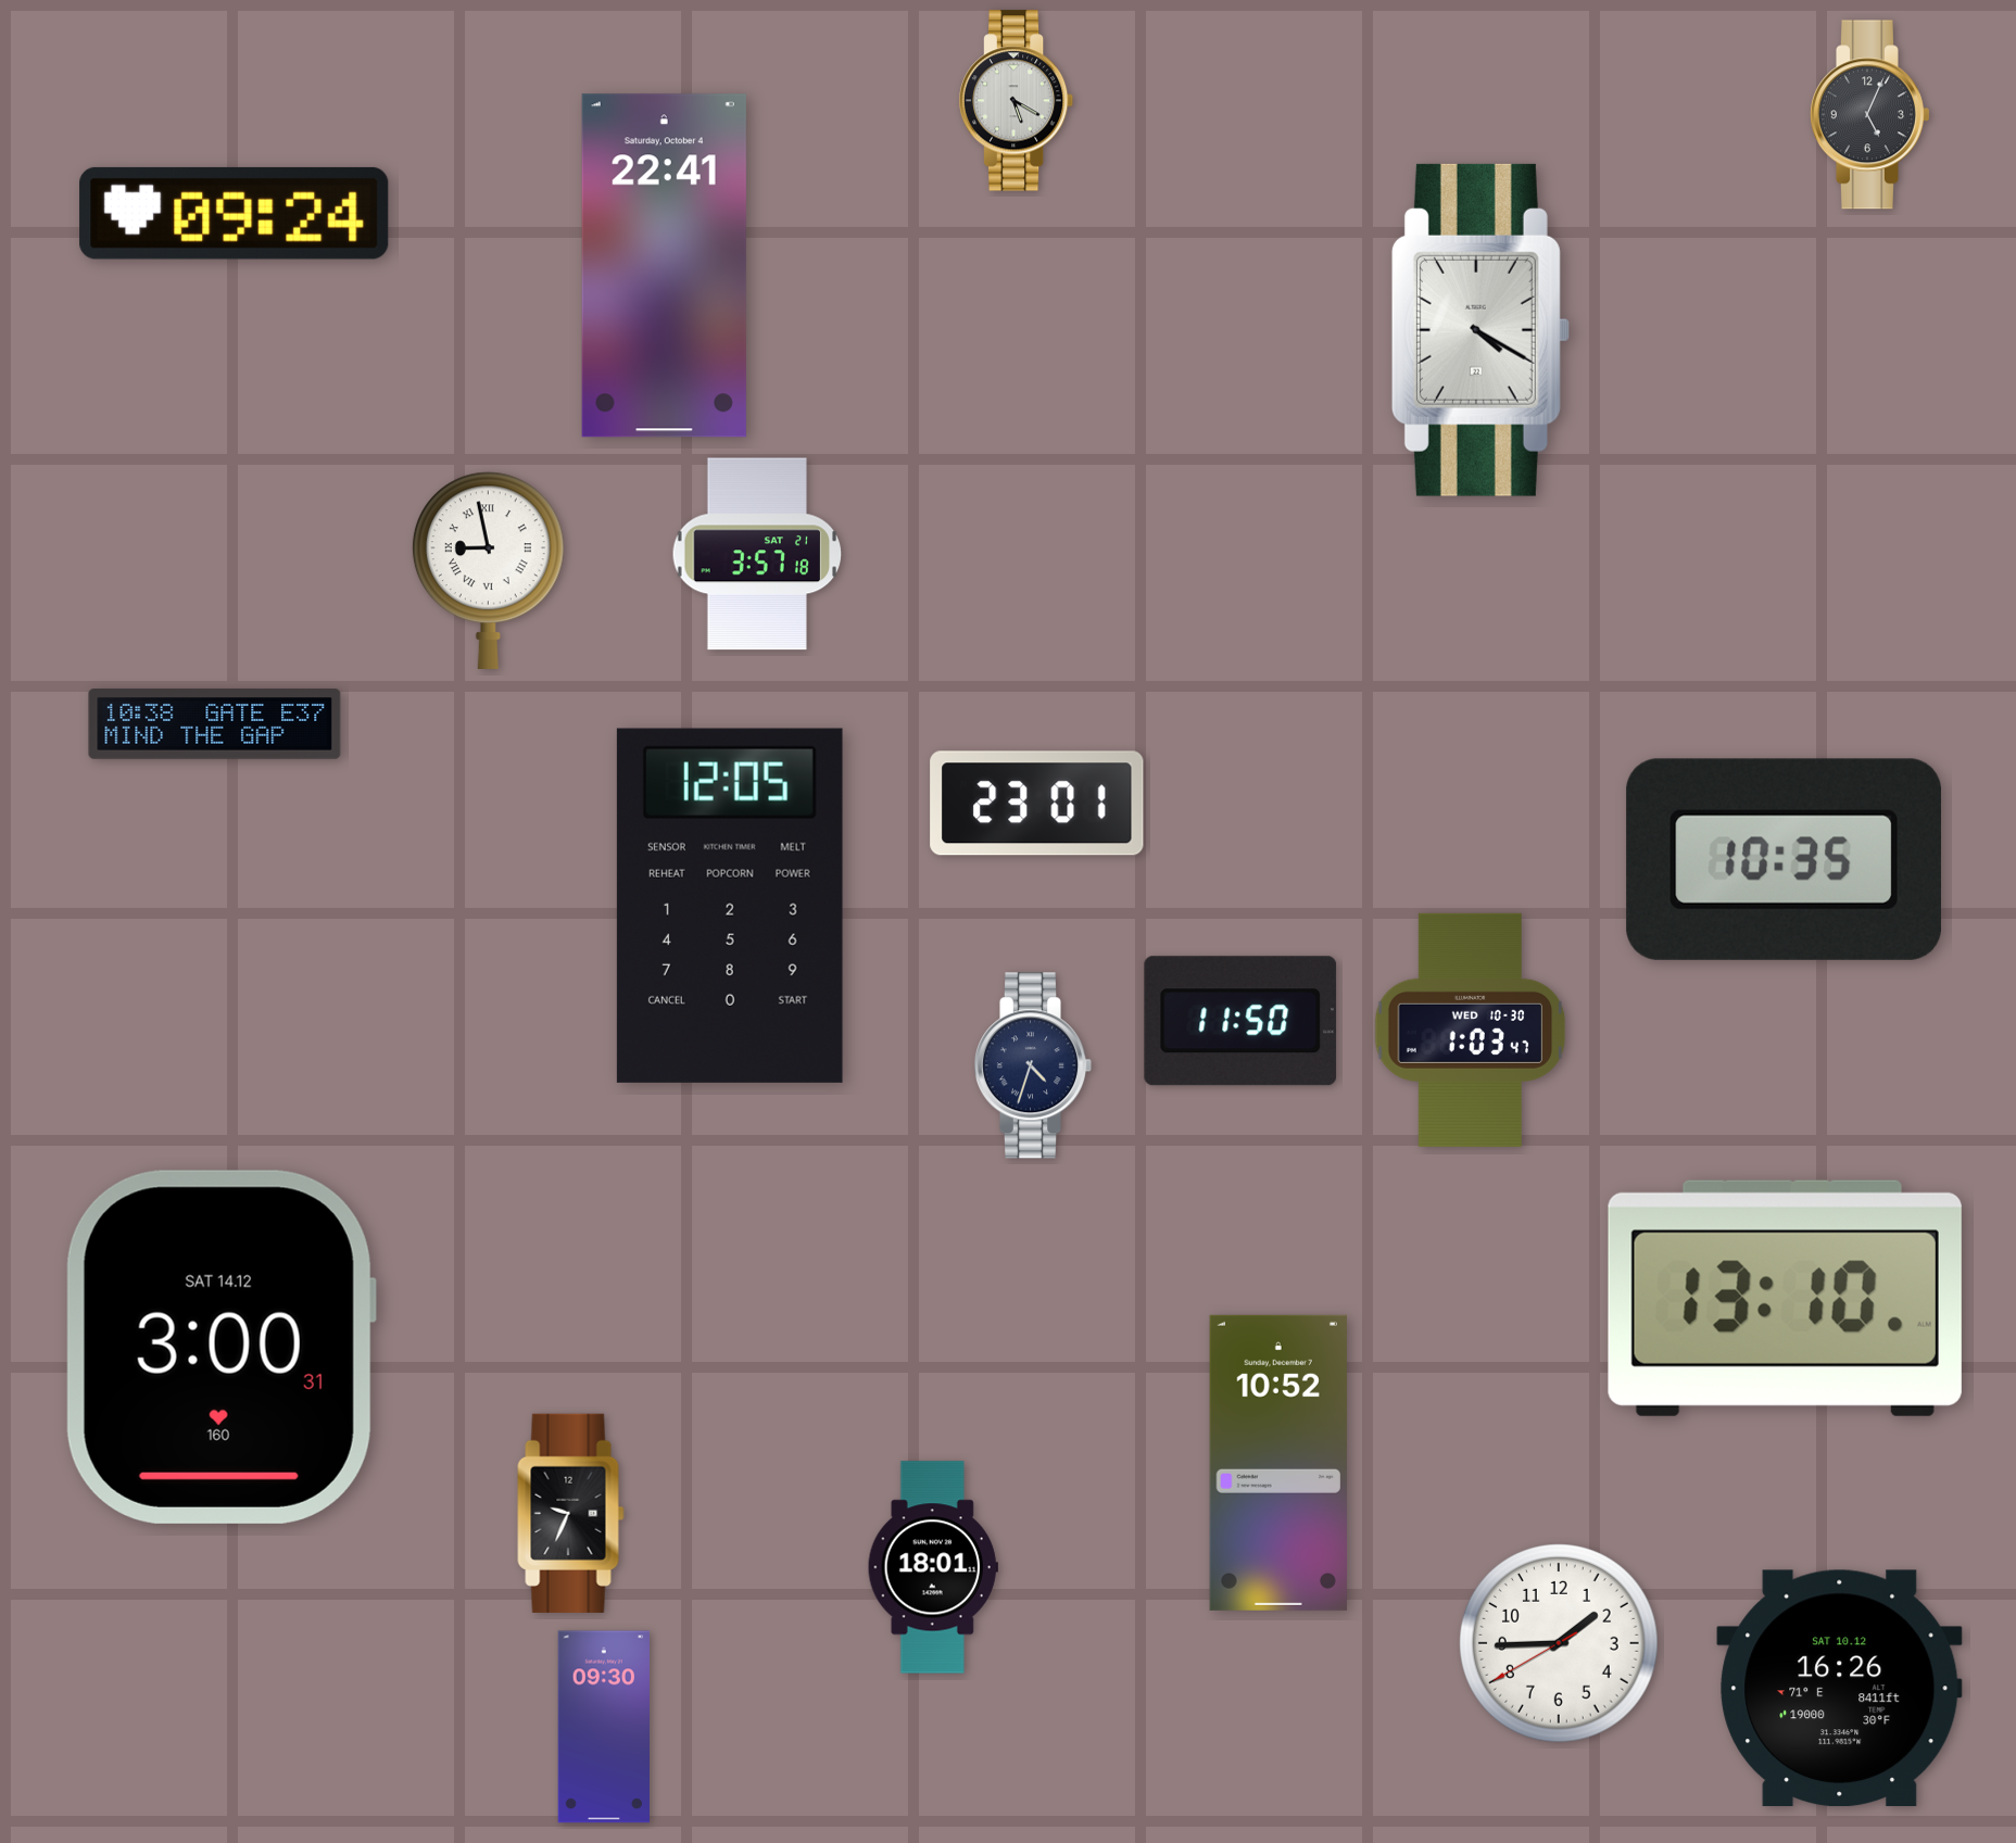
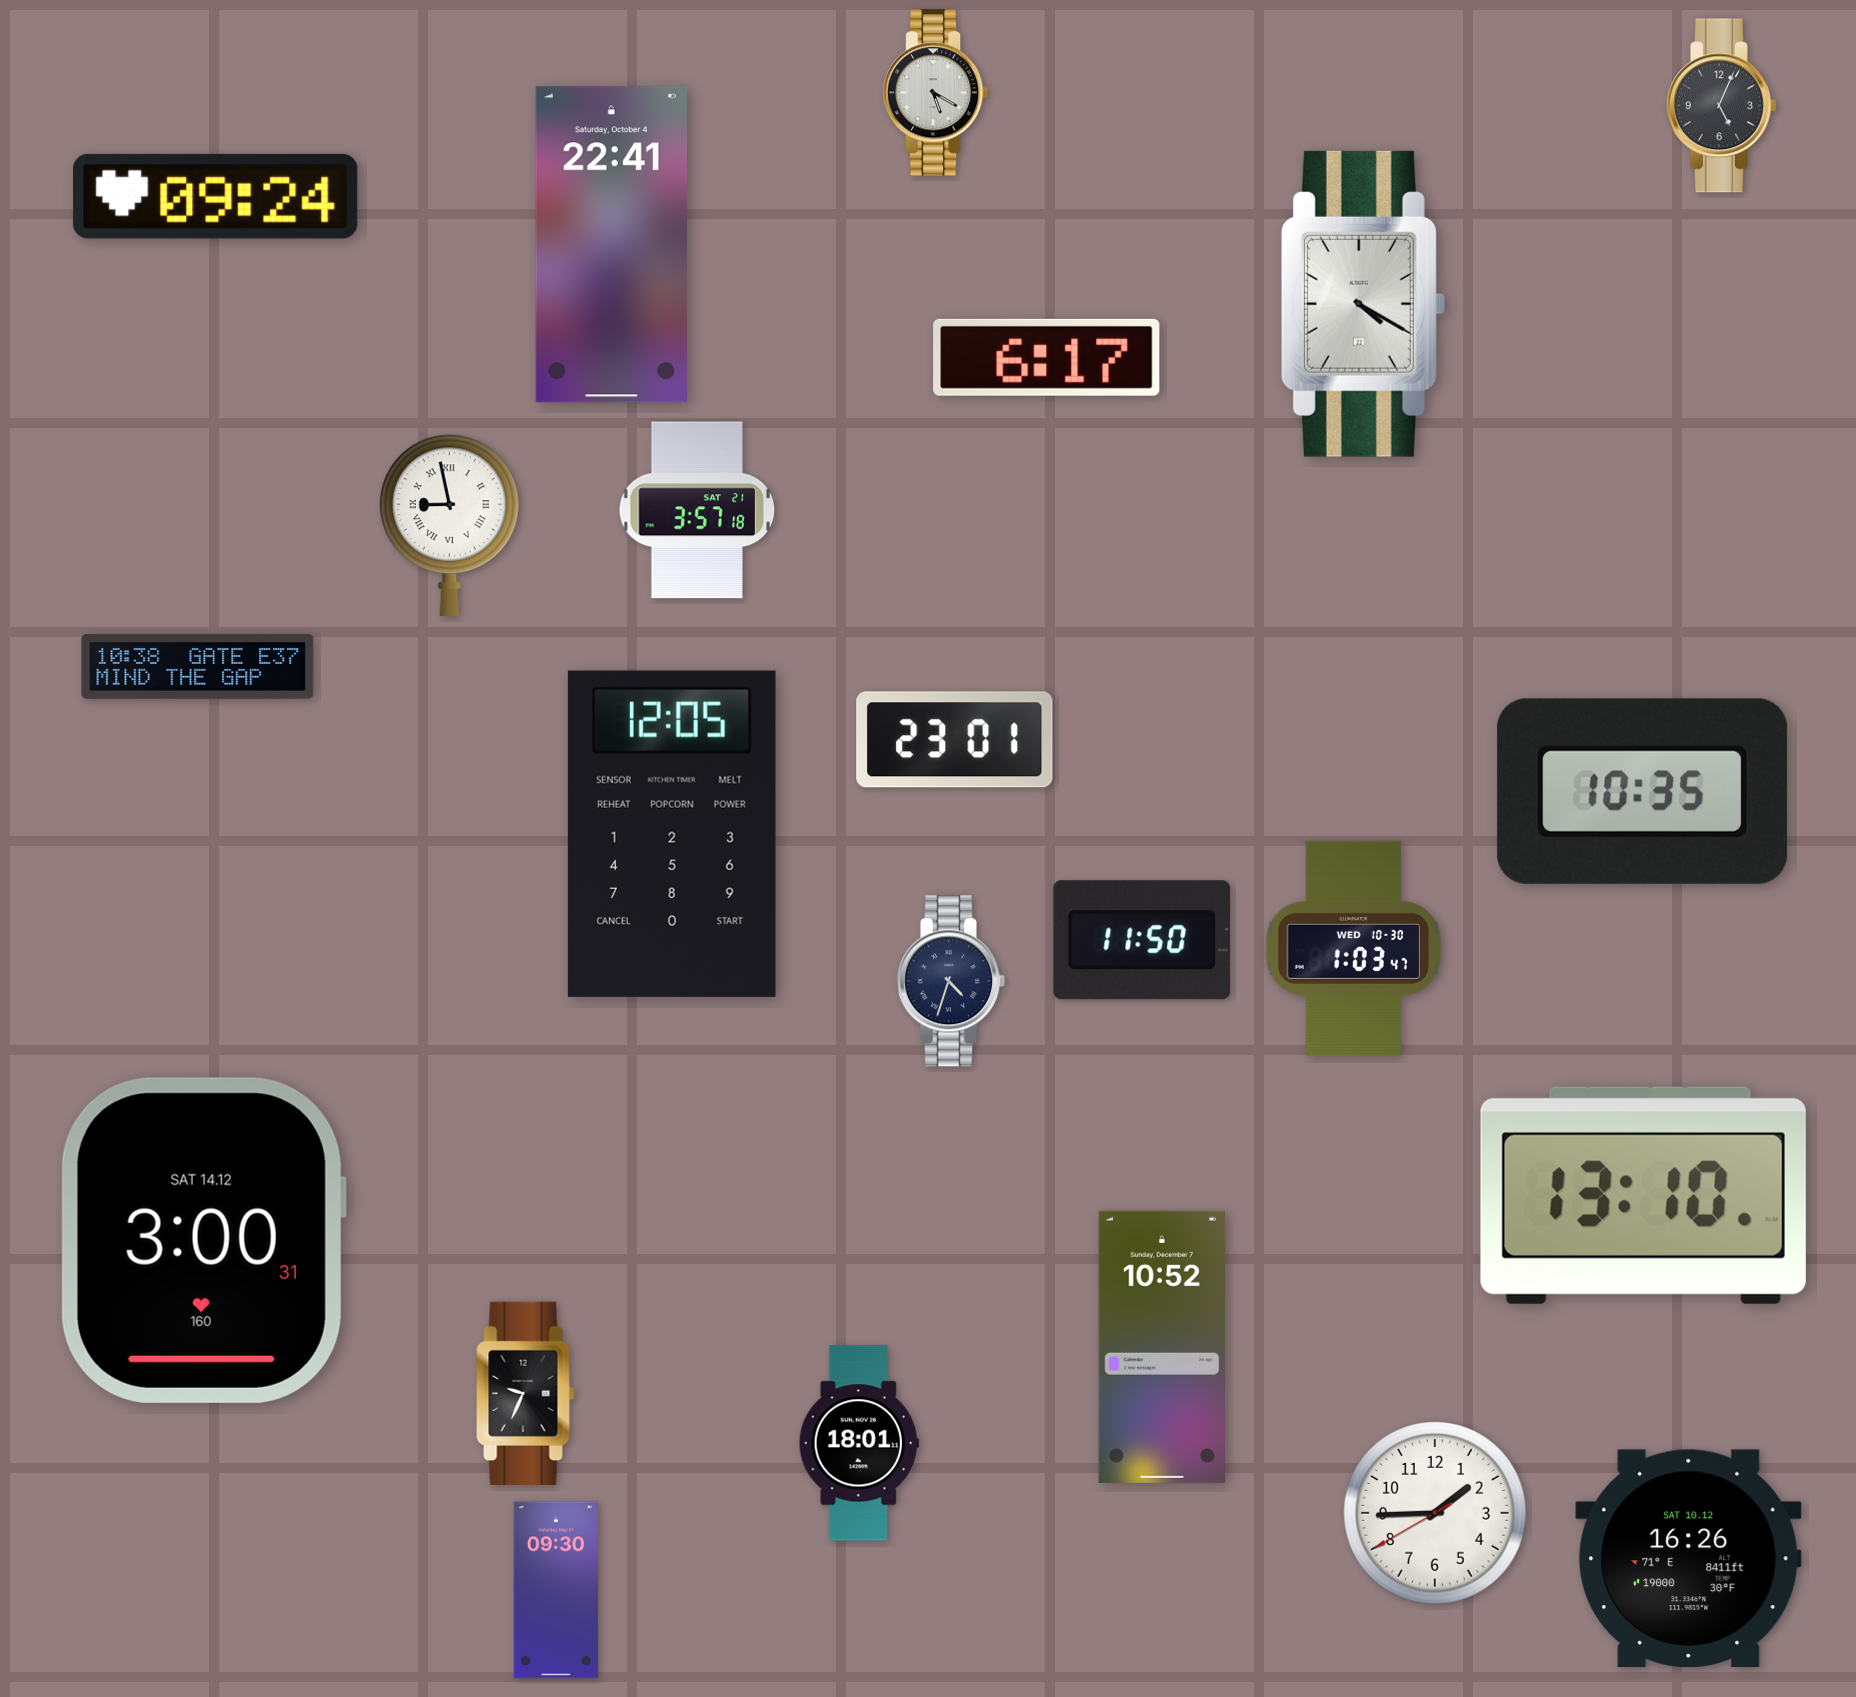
clock at (1047, 357): none -> 6:17
clock at (1278, 1463) position: (1278, 1463) -> (1162, 1347)
clock at (1840, 1688) position: (1840, 1688) -> (1689, 1558)
